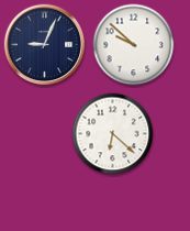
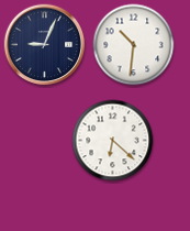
clock at (134, 45): 9:52 -> 10:31
clock at (113, 134) position: (113, 134) -> (113, 141)
